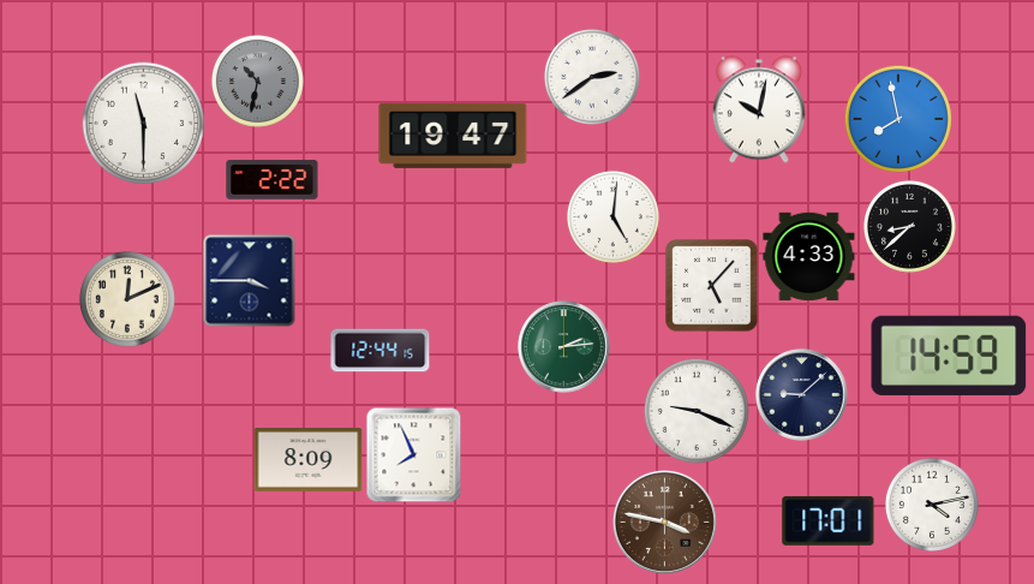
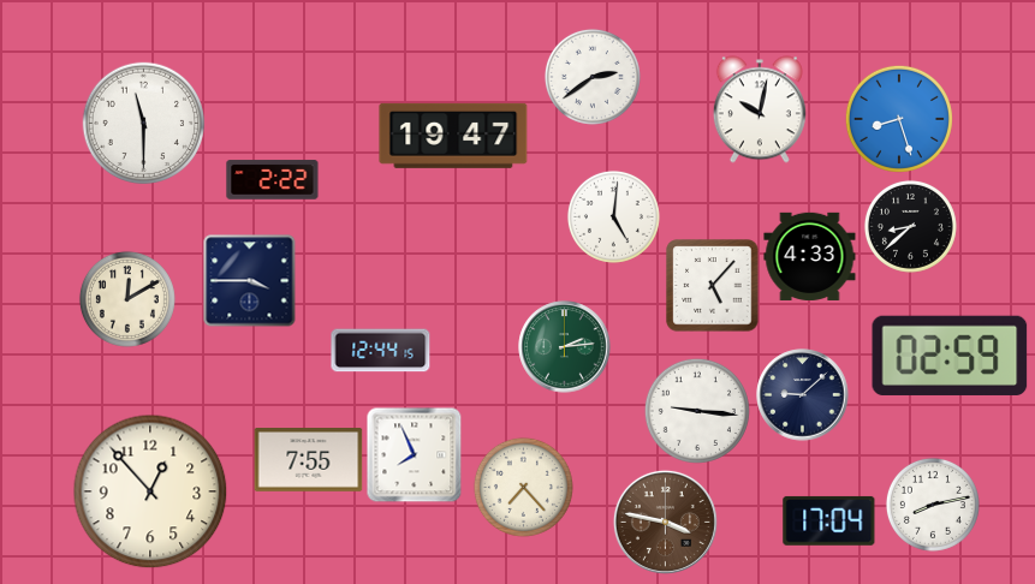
clock at (257, 81): 10:32 -> none
clock at (898, 119): 7:58 -> 8:27
clock at (127, 299): 12:11 -> 12:10
clock at (949, 356): 14:59 -> 02:59
clock at (697, 411): 9:19 -> 9:16
clock at (309, 460): 8:09 -> 7:55
clock at (523, 487): none -> 7:23
clock at (150, 491): none -> 12:53
clock at (932, 505): 4:13 -> 8:13
clock at (829, 520): 17:01 -> 17:04
